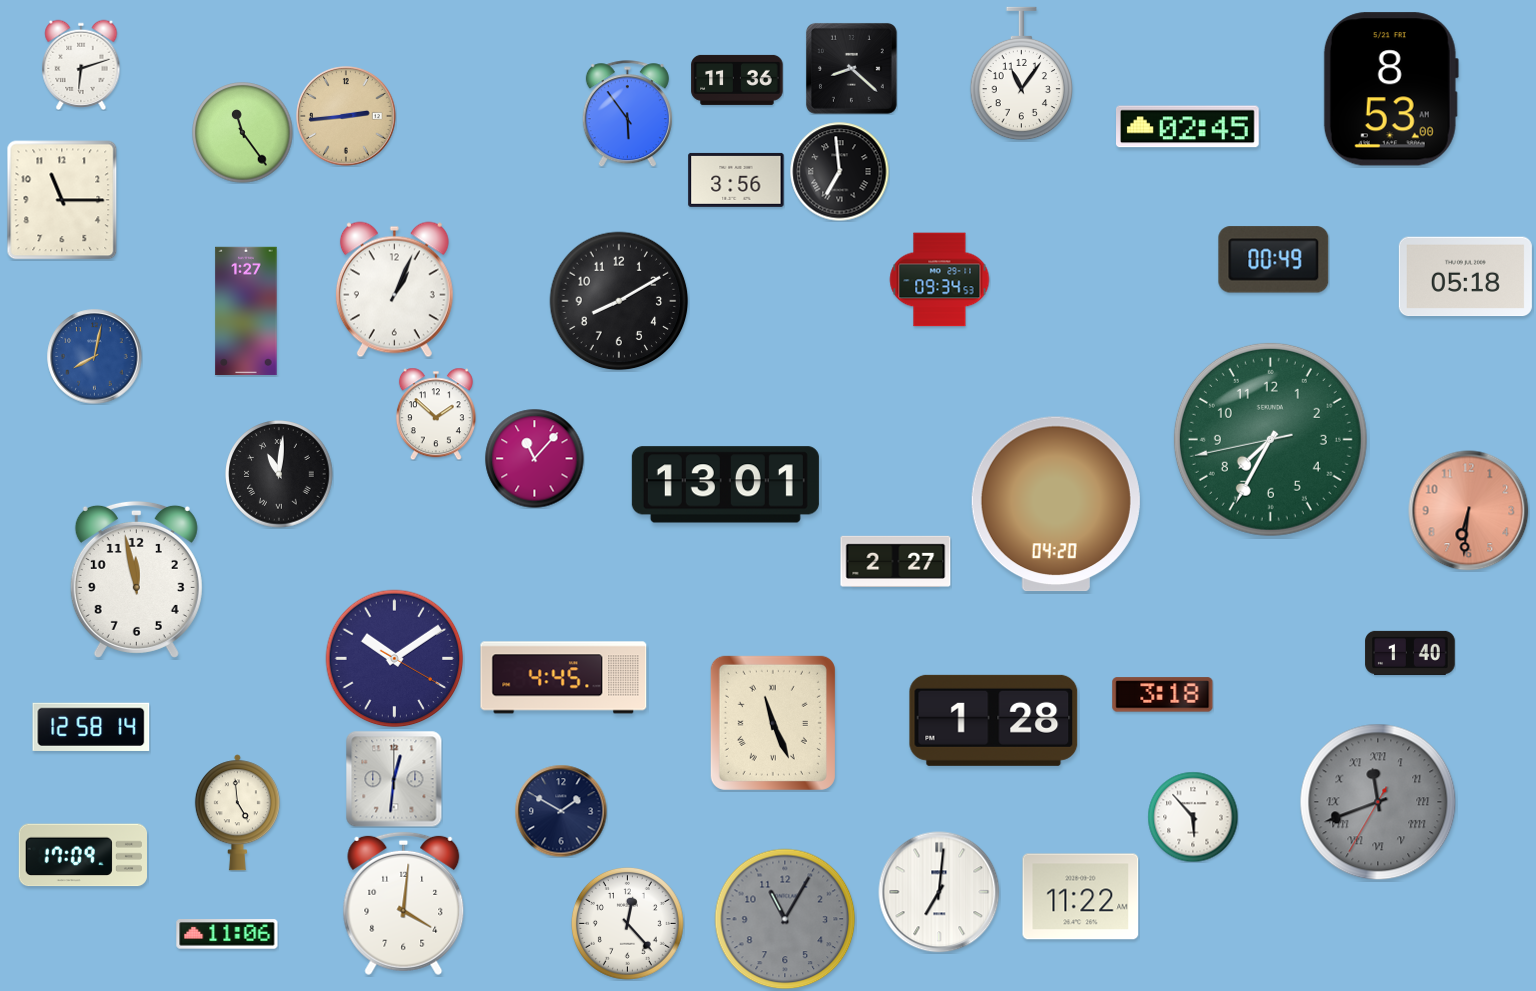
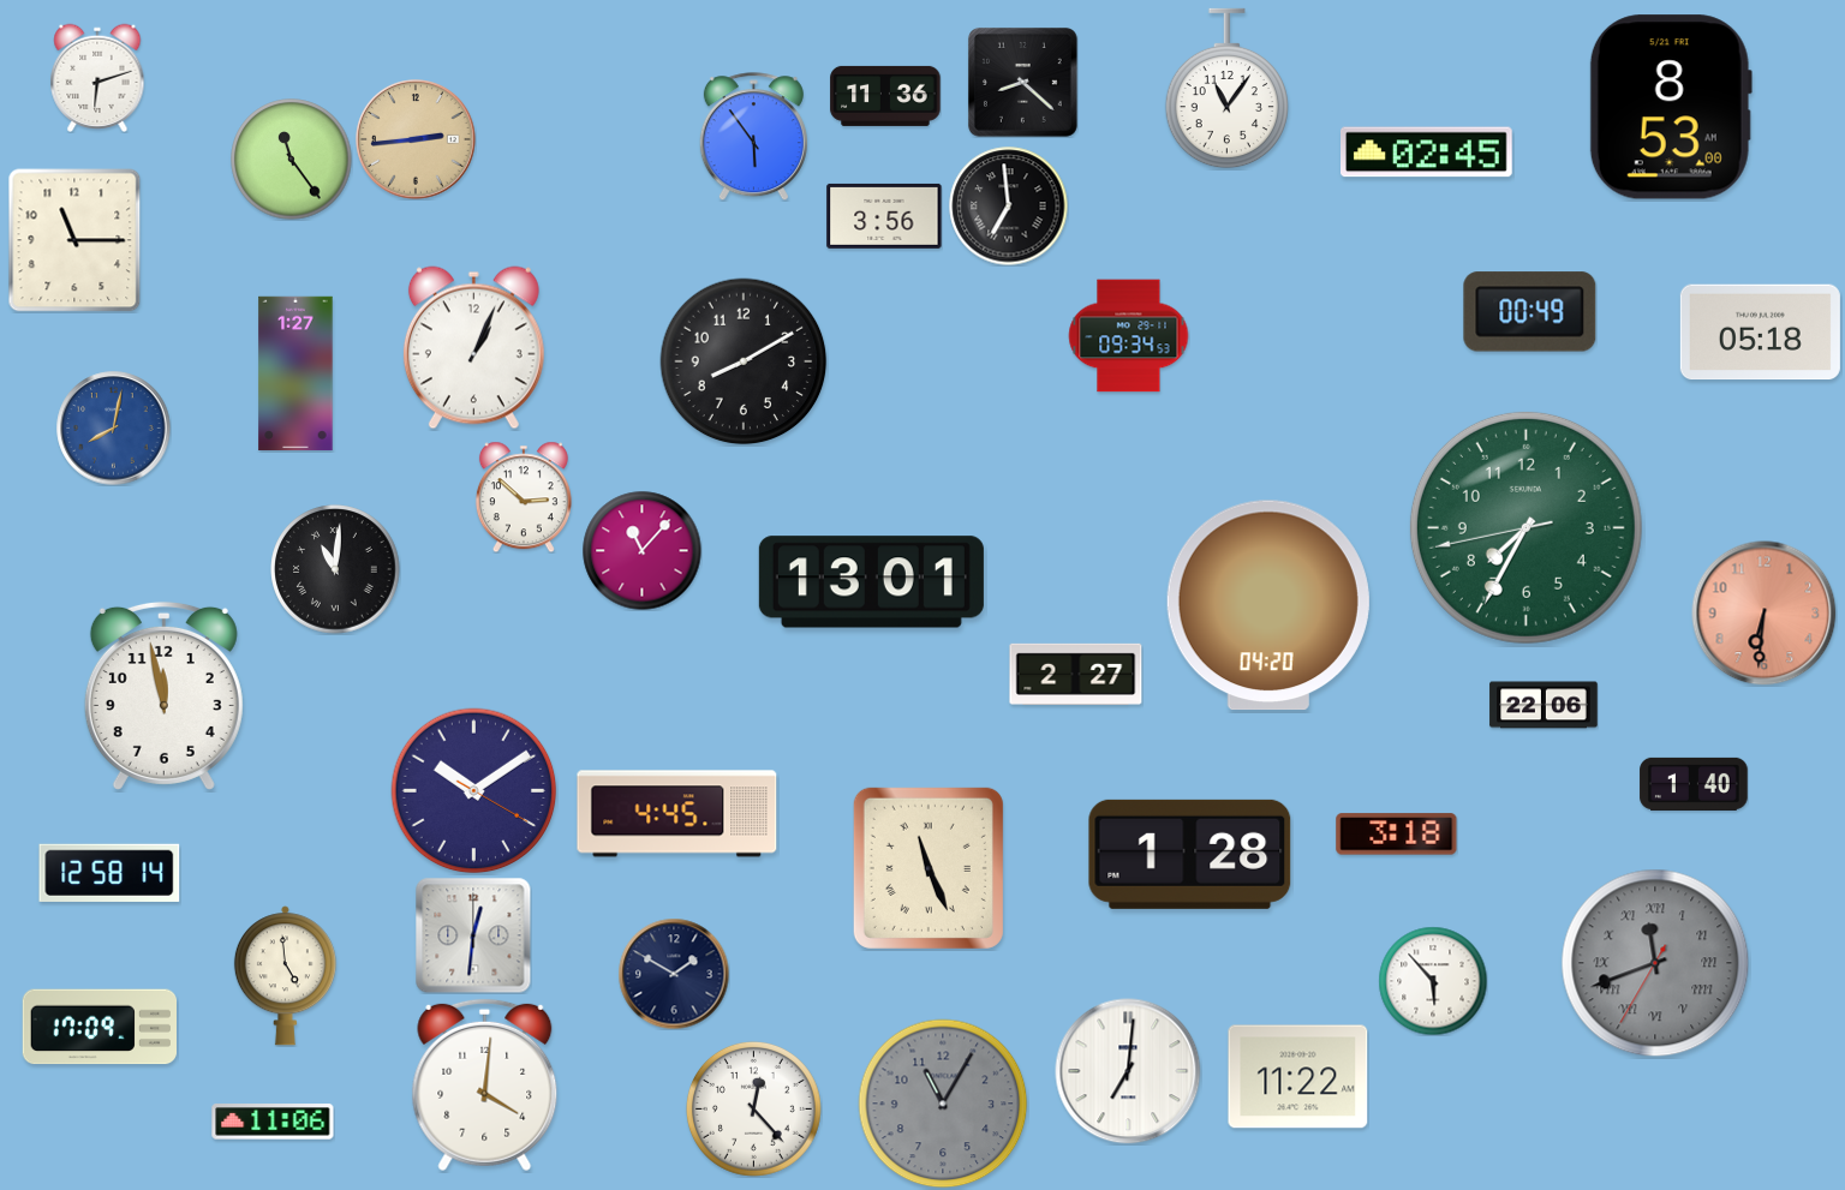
clock at (436, 414): 1:52 -> 2:52
clock at (1544, 705): none -> 22:06
clock at (994, 720) position: (994, 720) -> (1190, 854)
